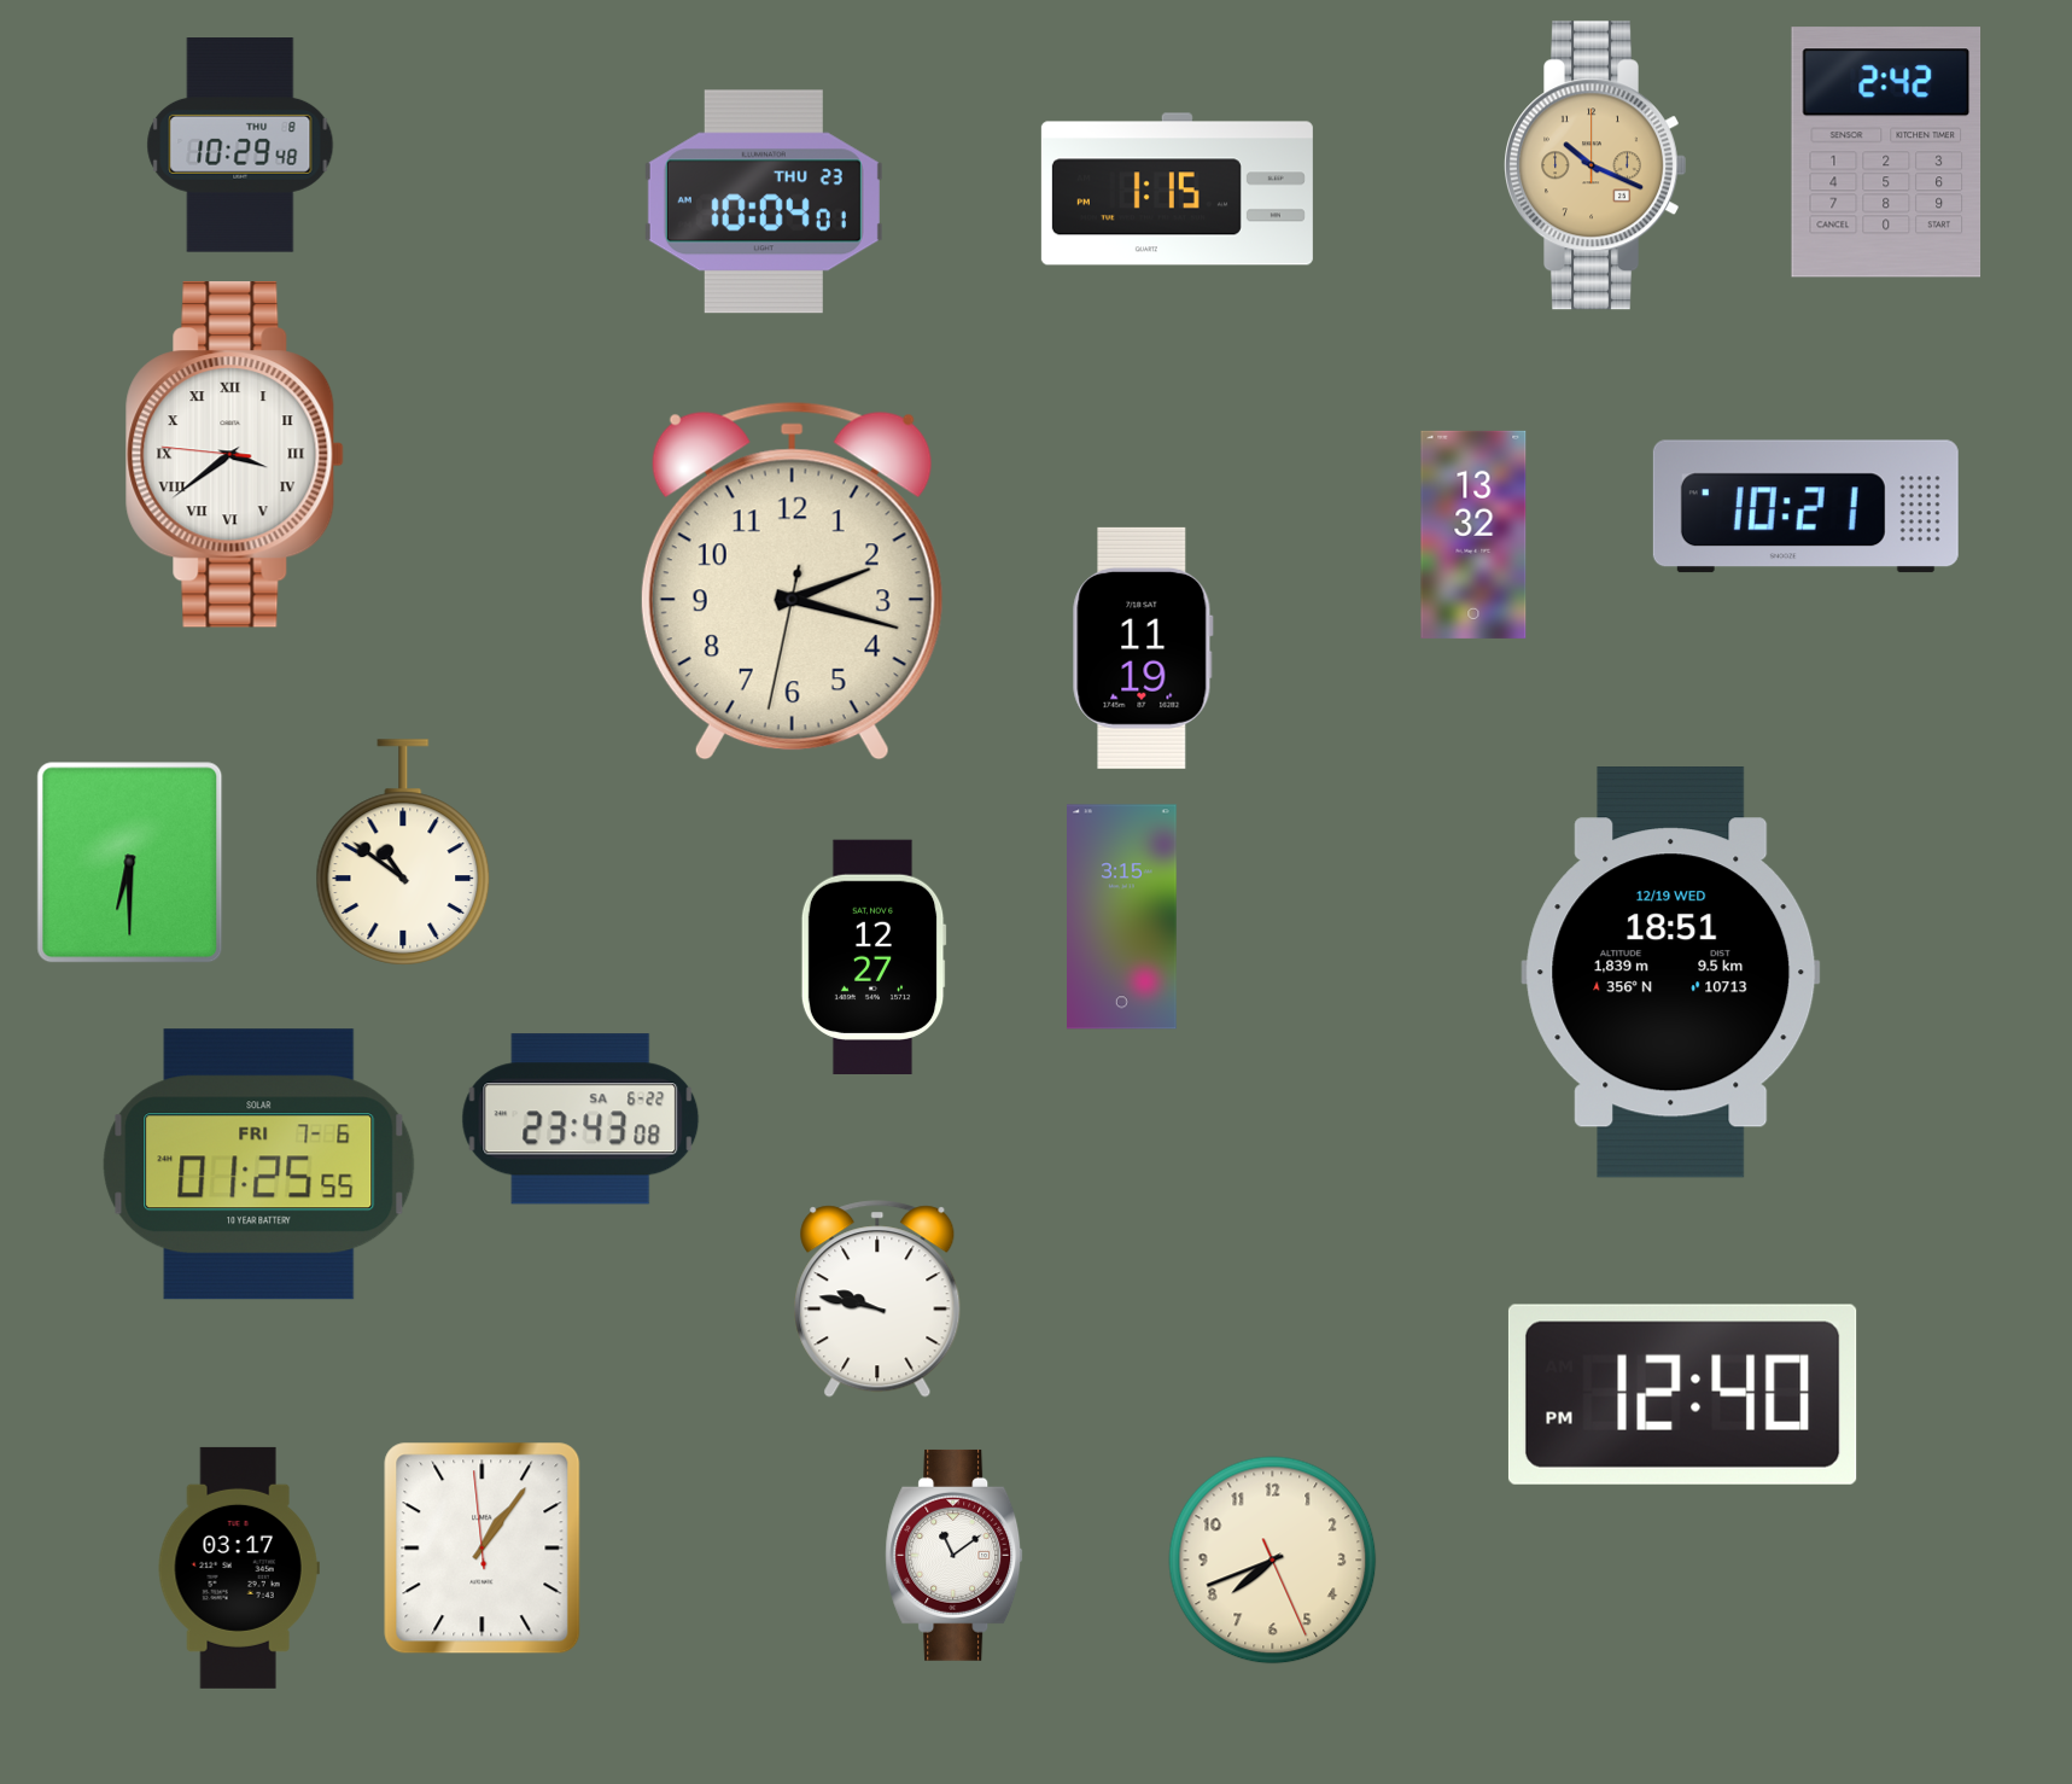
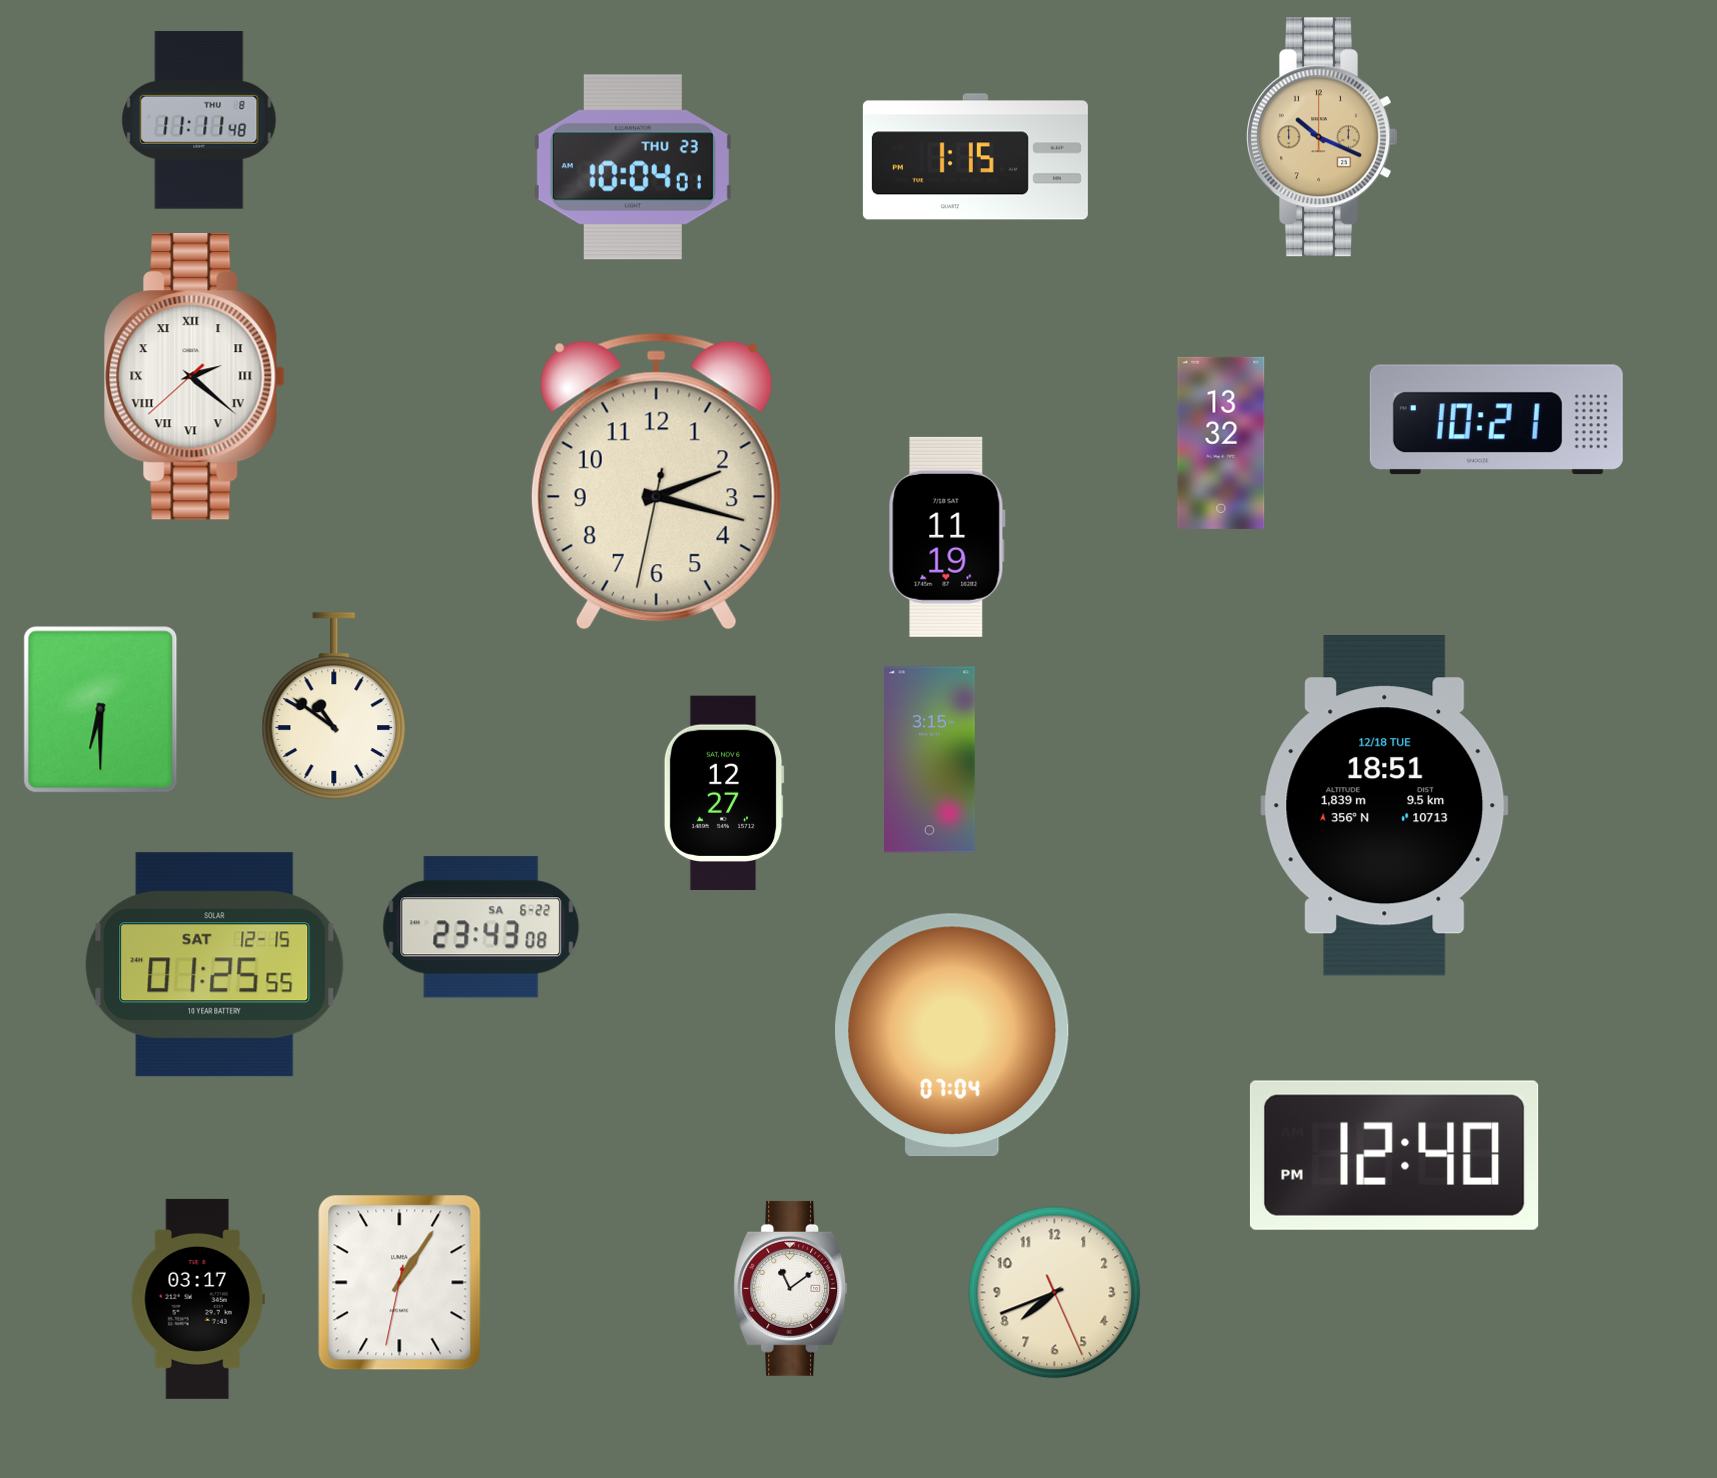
clock at (240, 145): 10:29 -> 11:11
clock at (1886, 152): 2:42 -> none
clock at (234, 455): 3:38 -> 2:21
clock at (130, 863) position: (130, 863) -> (101, 710)
clock at (1671, 973) date: 12/19 WED -> 12/18 TUE
clock at (259, 1165) date: FRI 7-6 -> SAT 12-15
clock at (952, 1035): none -> 07:04
clock at (877, 1299): 9:47 -> none
clock at (483, 1549): 1:05:59 -> 1:05:32
